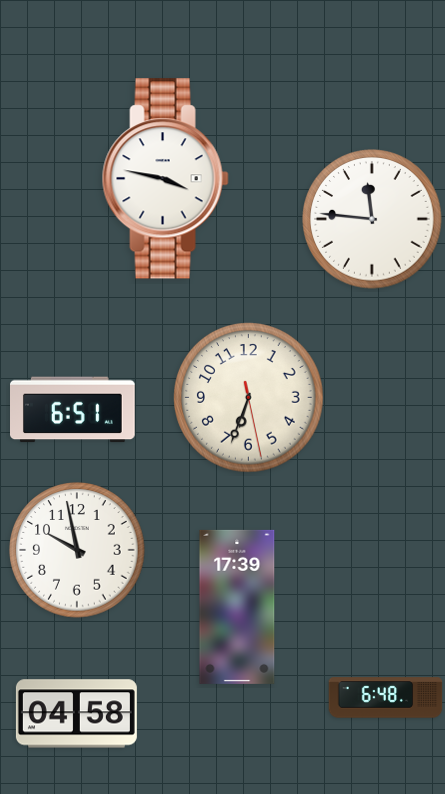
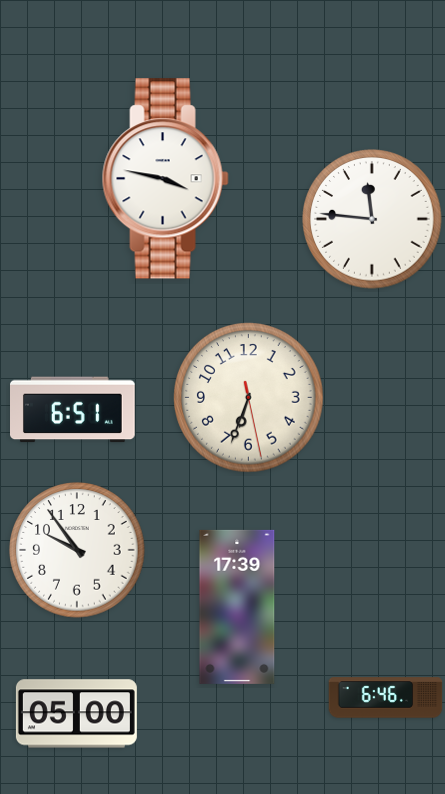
clock at (77, 550): 9:58 -> 9:54
clock at (386, 698): 6:48 -> 6:46
clock at (76, 714): 04:58 -> 05:00
